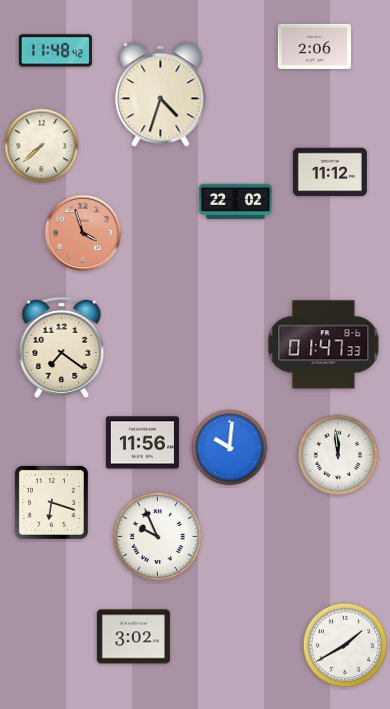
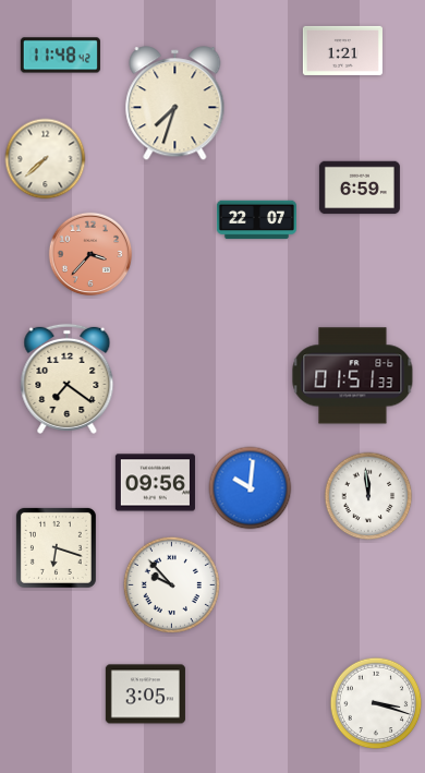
clock at (314, 46): 2:06 -> 1:21
clock at (161, 95): 4:33 -> 7:33
clock at (330, 172): 11:12 -> 6:59
clock at (235, 202): 22:02 -> 22:07
clock at (83, 233): 3:57 -> 3:37
clock at (324, 345): 01:47 -> 01:51
clock at (142, 443): 11:56 -> 09:56
clock at (157, 536): 9:56 -> 9:53
clock at (133, 637): 3:02 -> 3:05
clock at (345, 645): 1:40 -> 3:18
